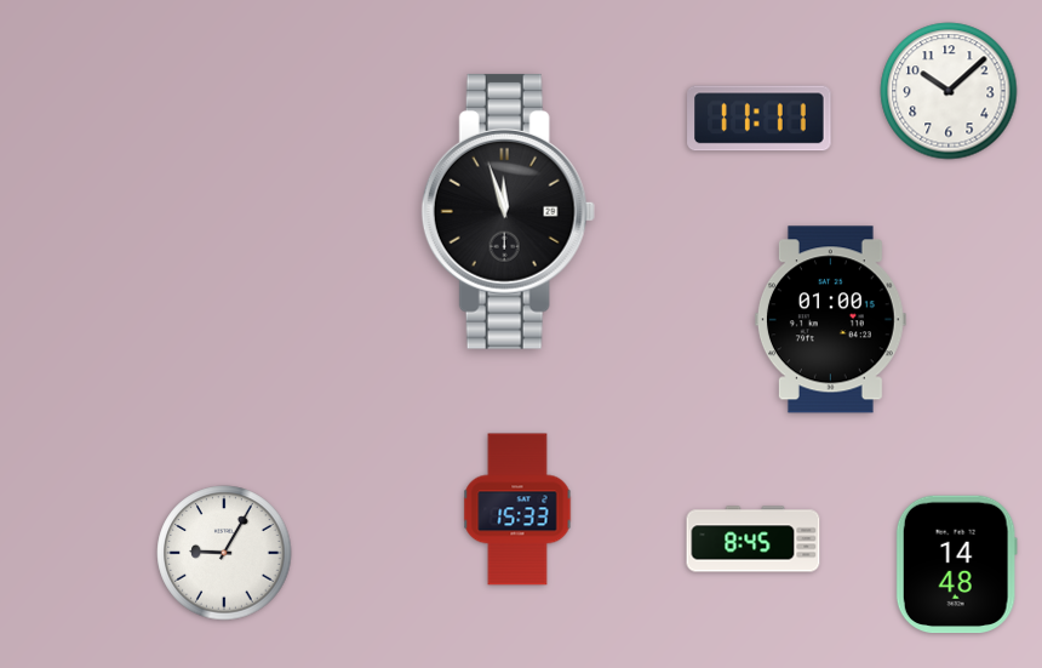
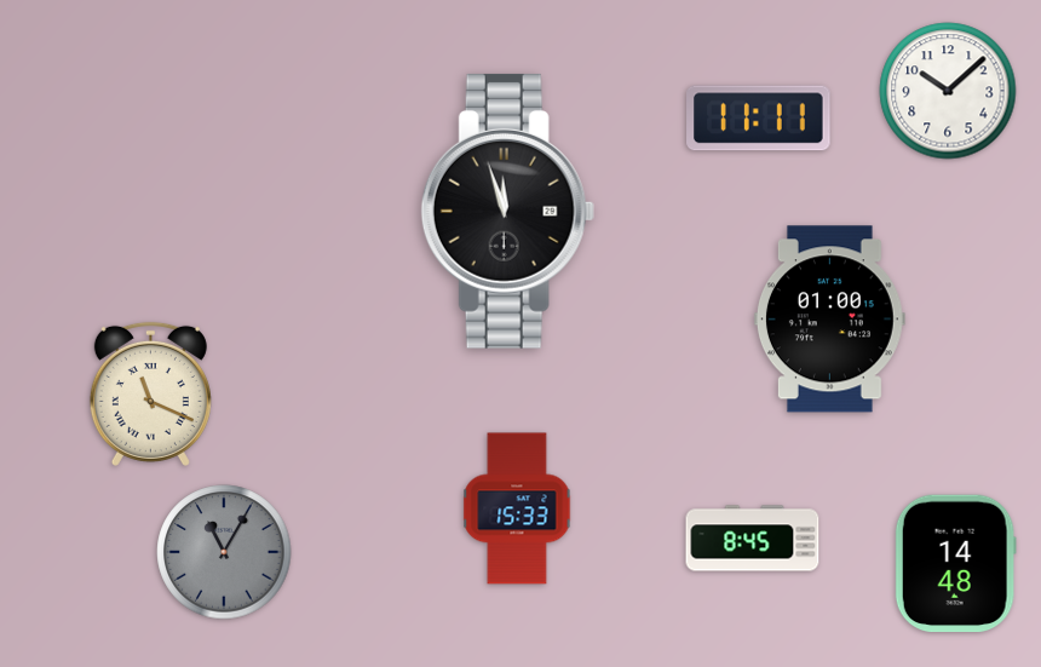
clock at (150, 393): none -> 11:19
clock at (224, 553): 9:05 -> 11:05
clock at (224, 553) dial: white -> grey
